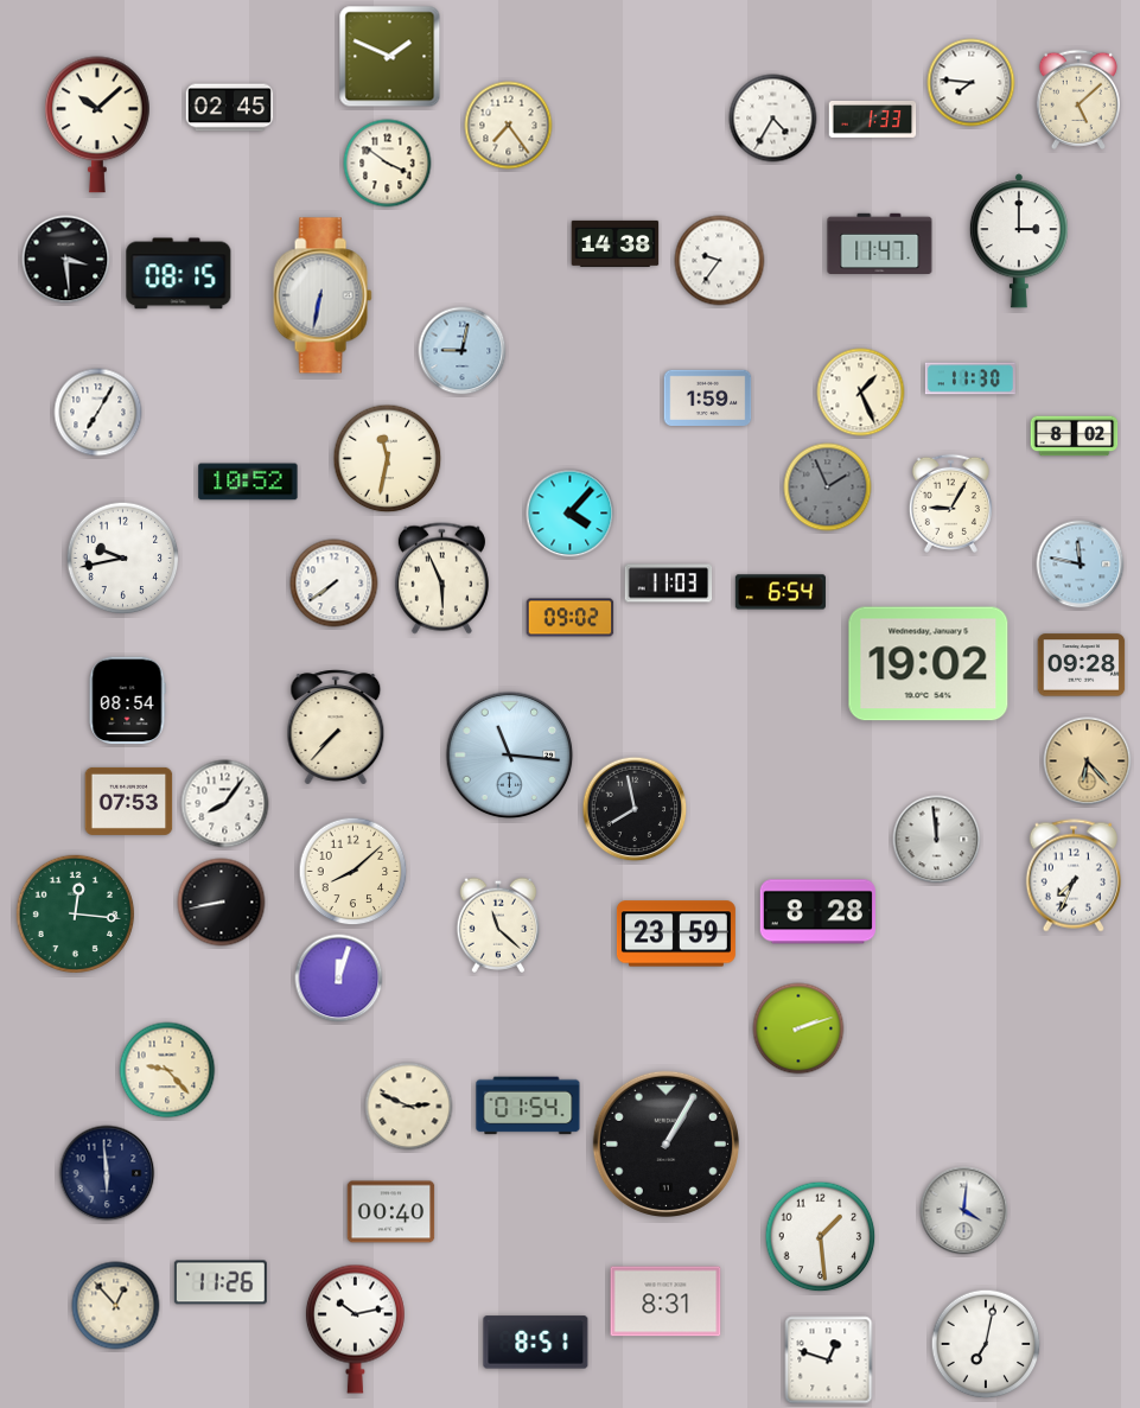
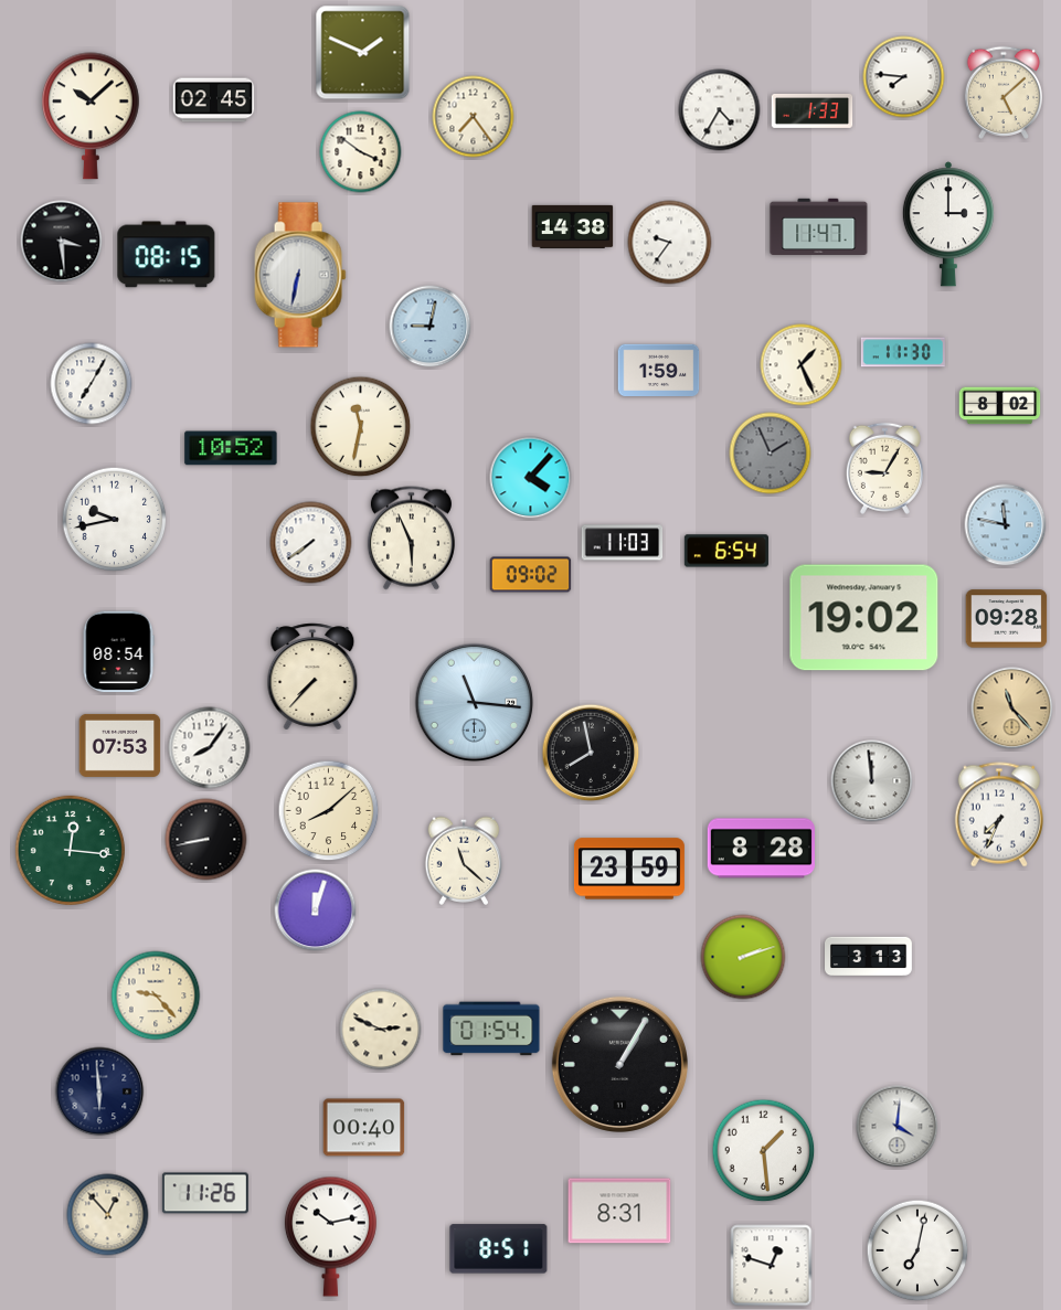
clock at (1088, 762): 6:23 -> 11:23
clock at (869, 957): none -> 3:13
